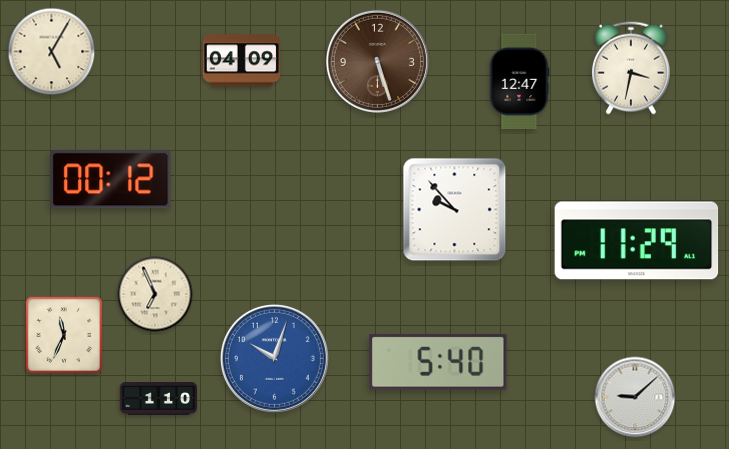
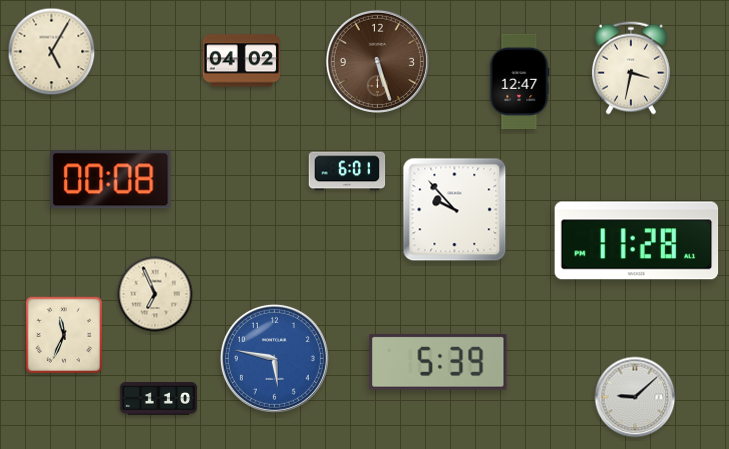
clock at (241, 61): 04:09 -> 04:02
clock at (347, 171): none -> 6:01
clock at (111, 180): 00:12 -> 00:08
clock at (637, 241): 11:29 -> 11:28
clock at (274, 358): 10:03 -> 5:47
clock at (438, 363): 5:40 -> 5:39
